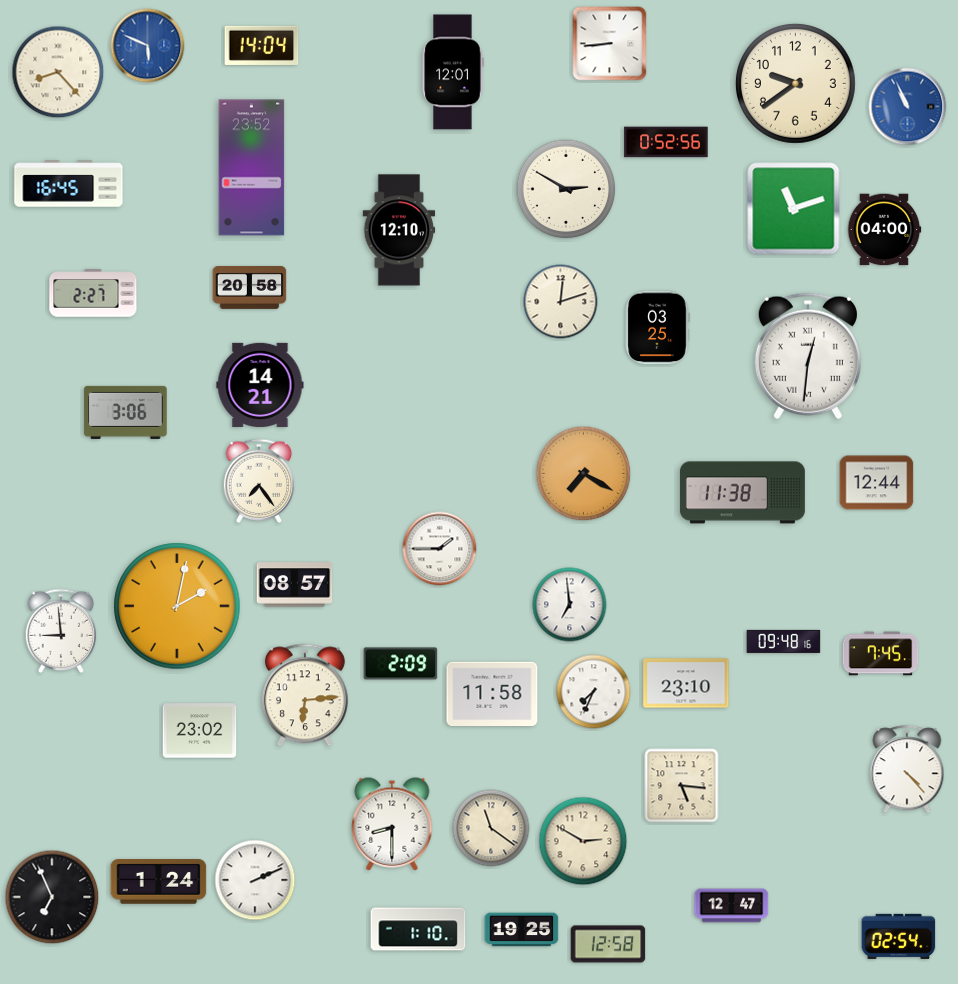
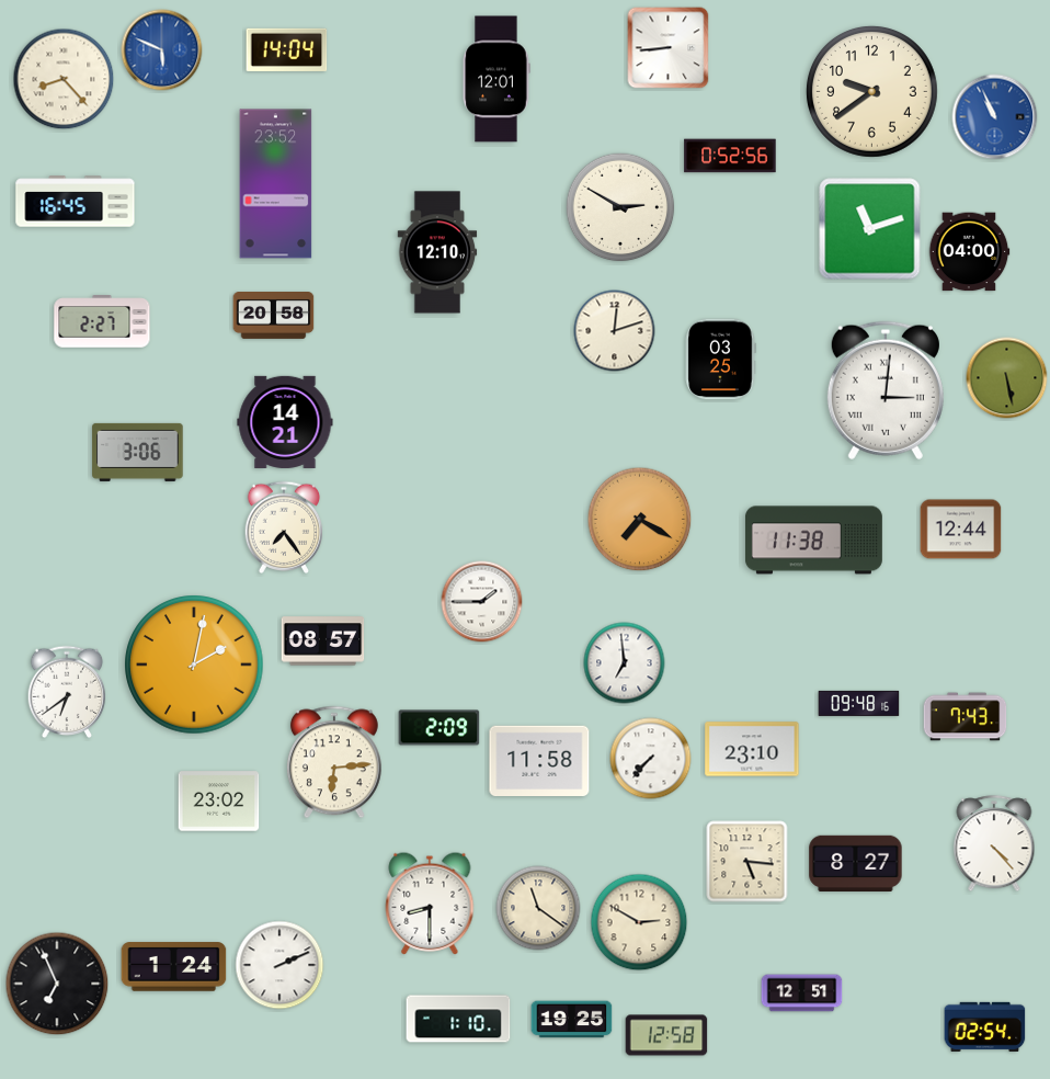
clock at (1007, 378): none -> 5:28
clock at (808, 356): 12:31 -> 3:01
clock at (61, 630): 8:59 -> 6:39
clock at (881, 654): 7:45 -> 7:43
clock at (594, 692): 7:34 -> 7:37
clock at (856, 863): none -> 8:27
clock at (732, 906): 12:47 -> 12:51
